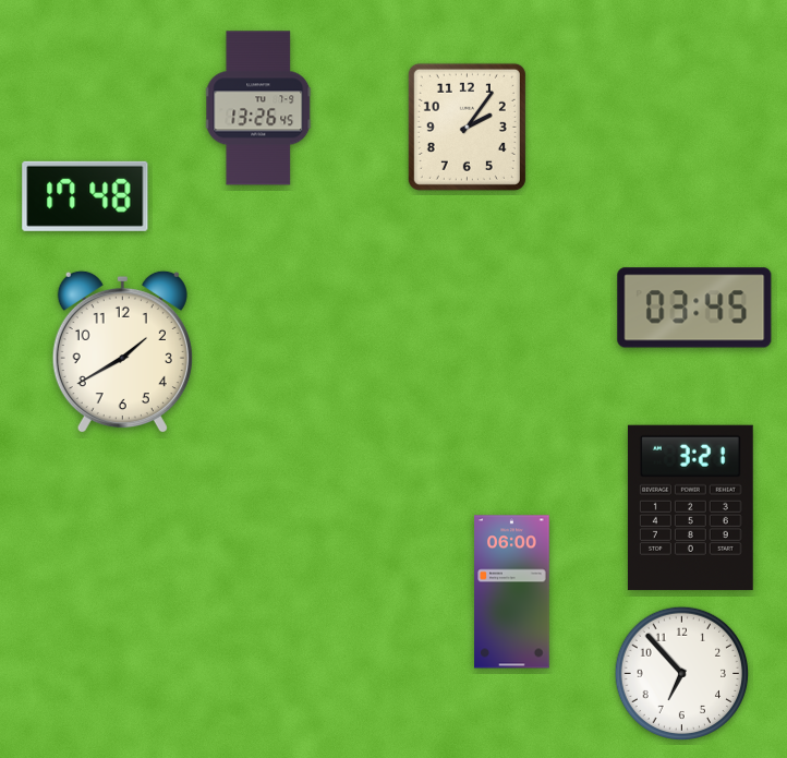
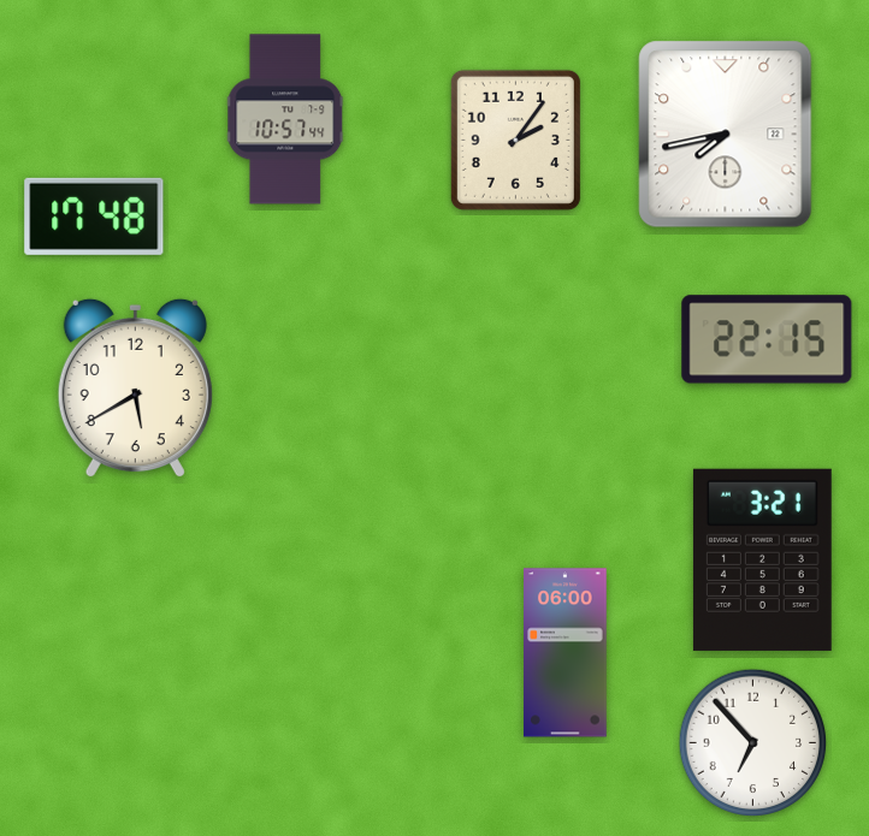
clock at (259, 108): 13:26 -> 10:57
clock at (726, 135): none -> 7:43
clock at (694, 308): 03:45 -> 22:15
clock at (122, 352): 1:40 -> 5:40
